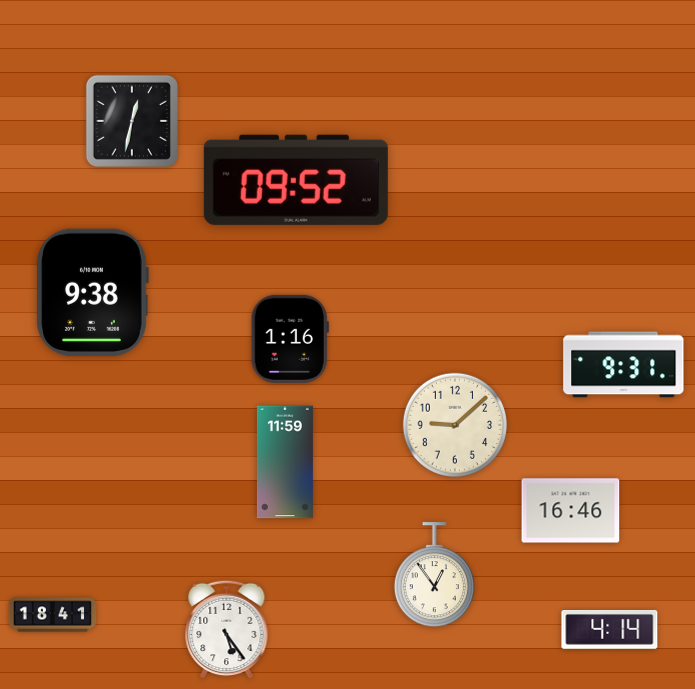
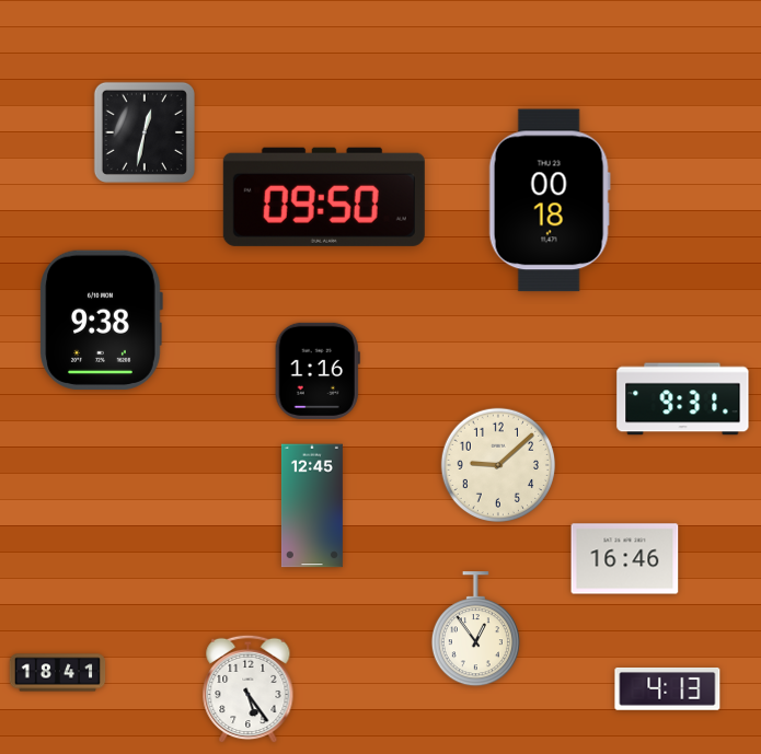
clock at (296, 180): 09:52 -> 09:50
clock at (550, 200): none -> 00:18
clock at (285, 462): 11:59 -> 12:45
clock at (610, 630): 4:14 -> 4:13
